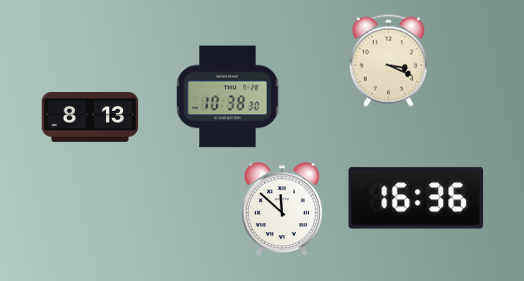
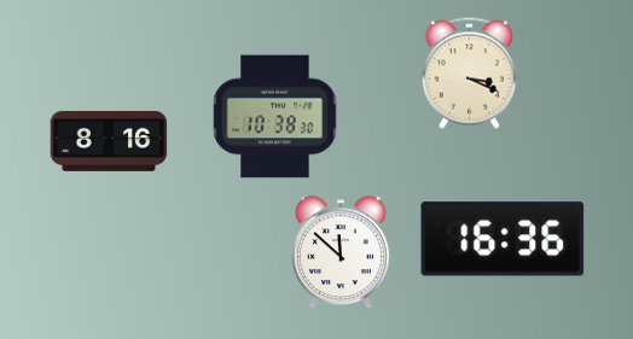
clock at (90, 117): 8:13 -> 8:16
